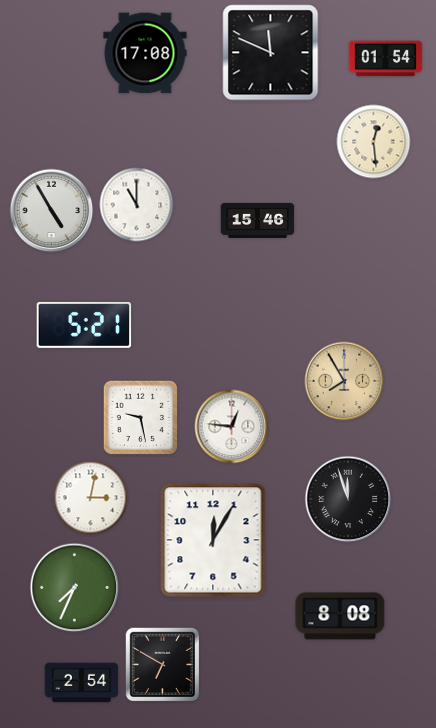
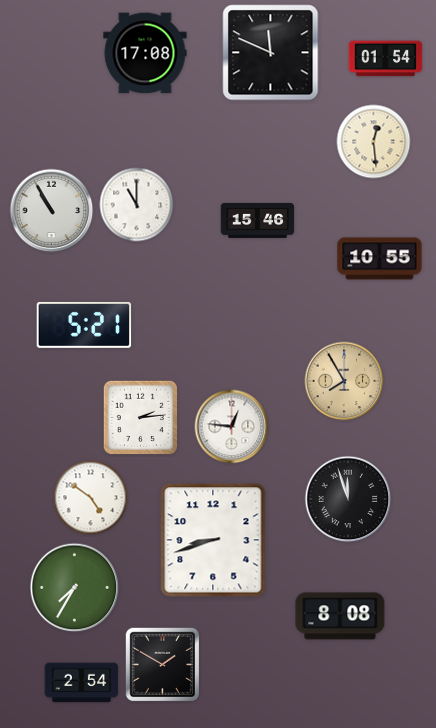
clock at (52, 211): 4:55 -> 10:55
clock at (380, 259): none -> 10:55
clock at (140, 417): 9:28 -> 2:14
clock at (91, 498): 3:02 -> 4:51
clock at (213, 540): 12:05 -> 8:42
clock at (75, 588): 7:34 -> 7:35
clock at (163, 665): 6:50 -> 1:50
